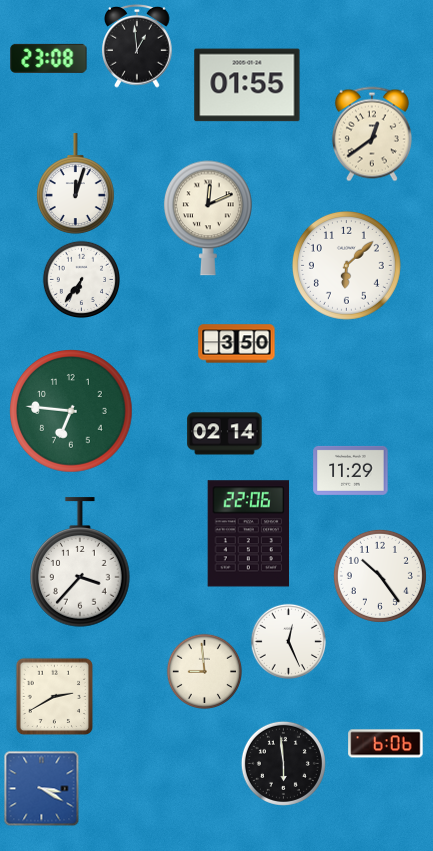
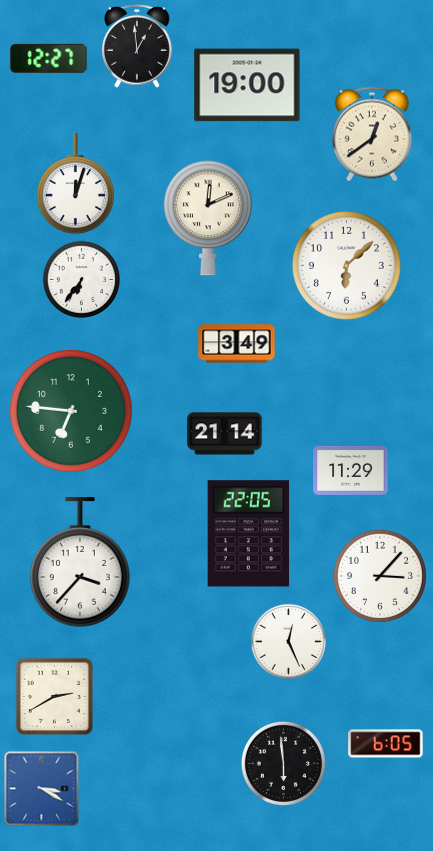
clock at (49, 58): 23:08 -> 12:27
clock at (247, 85): 01:55 -> 19:00
clock at (237, 344): 3:50 -> 3:49
clock at (225, 434): 02:14 -> 21:14
clock at (249, 534): 22:06 -> 22:05
clock at (380, 576): 10:24 -> 3:07
clock at (204, 671): 8:59 -> none
clock at (386, 744): 6:06 -> 6:05
